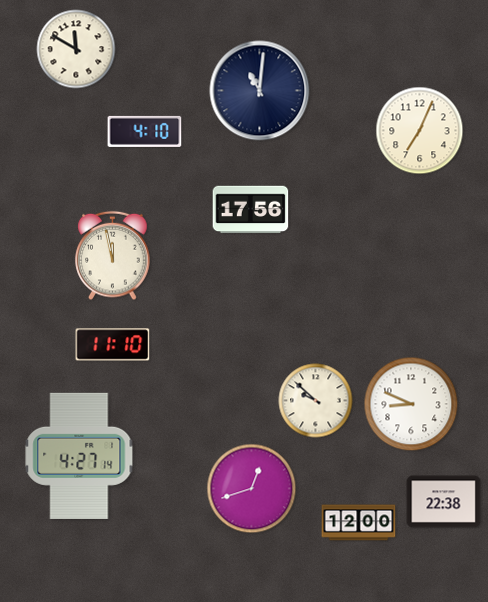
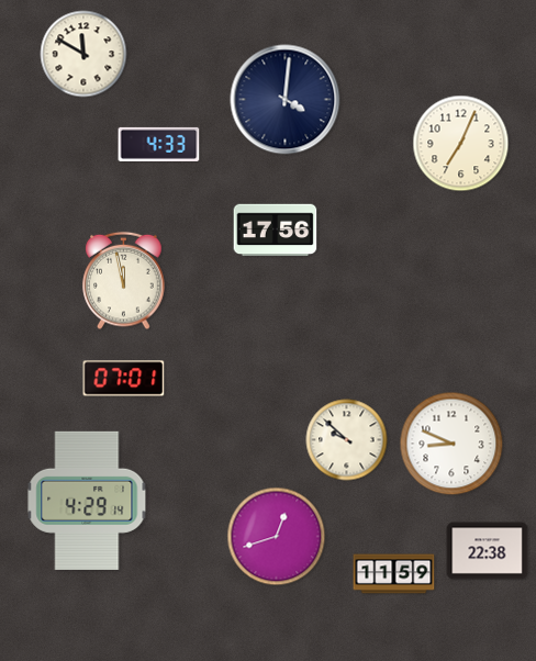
clock at (260, 91): 11:01 -> 4:01
clock at (145, 131): 4:10 -> 4:33
clock at (113, 345): 11:10 -> 07:01
clock at (79, 456): 4:27 -> 4:29
clock at (359, 523): 12:00 -> 11:59
